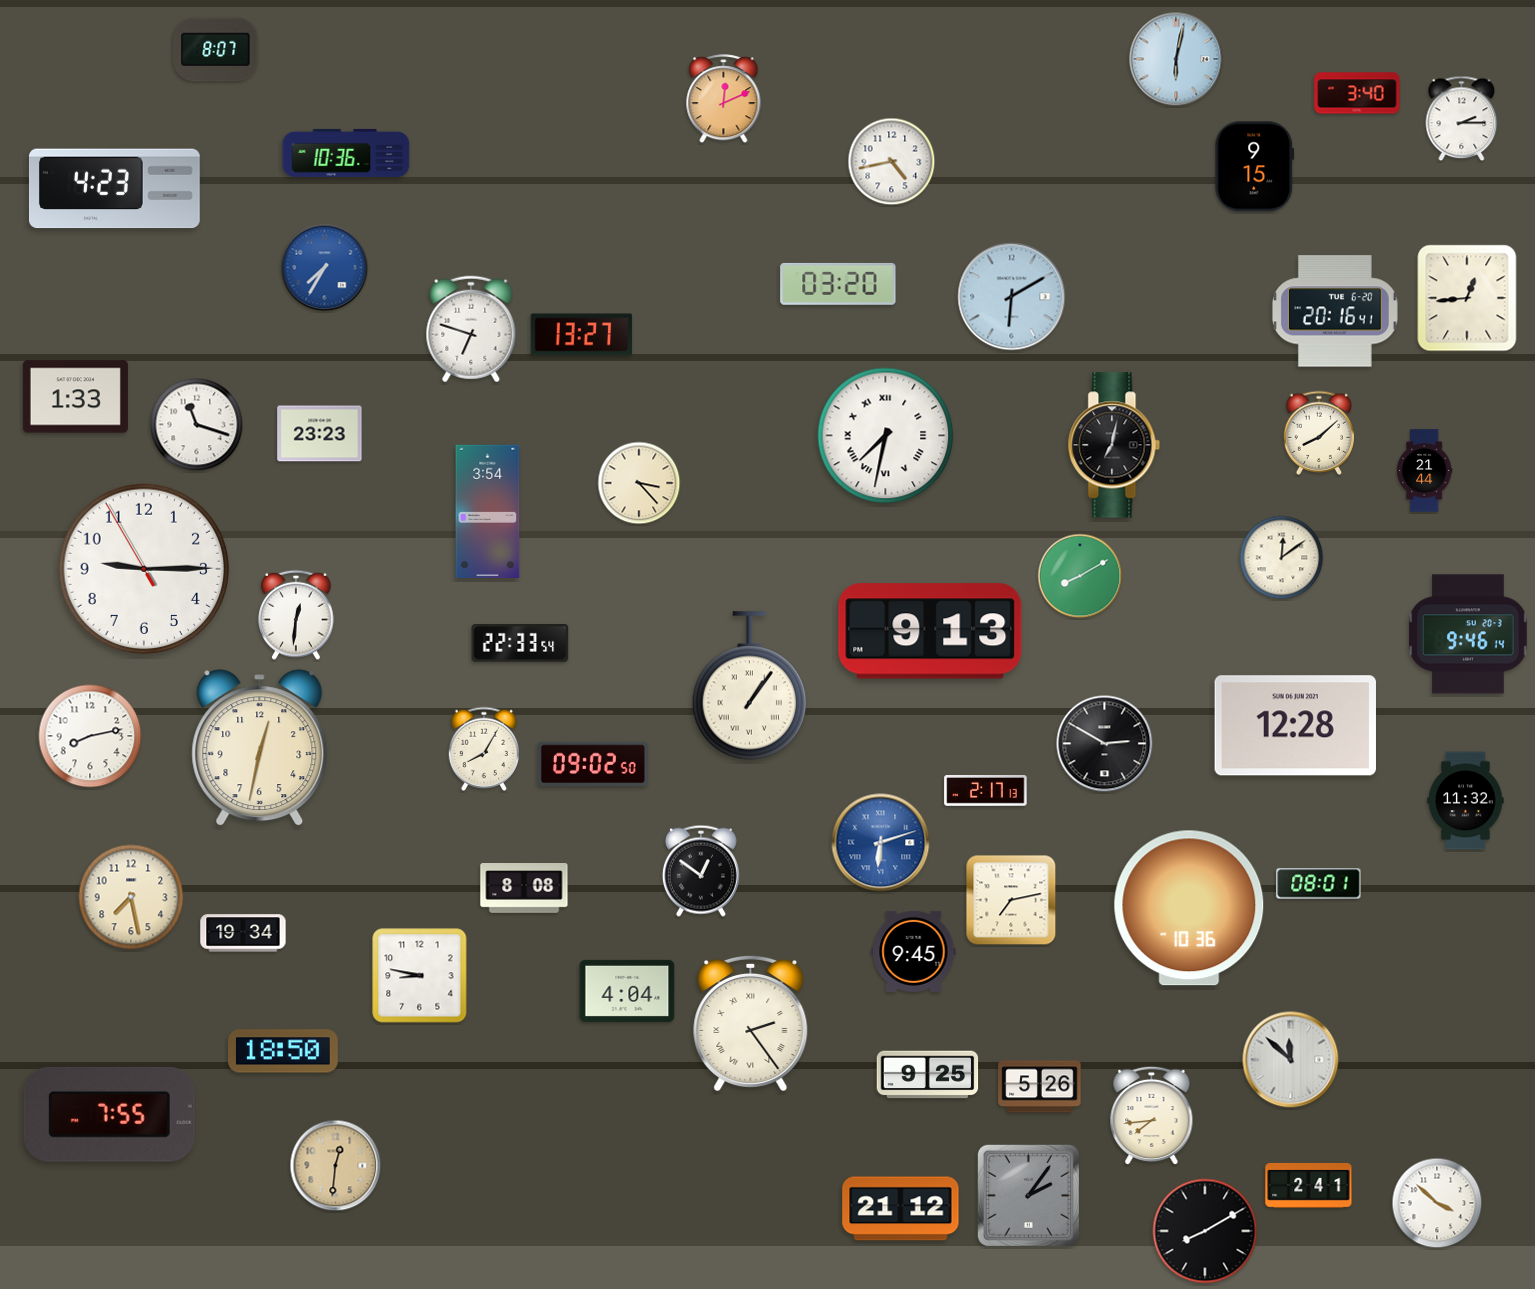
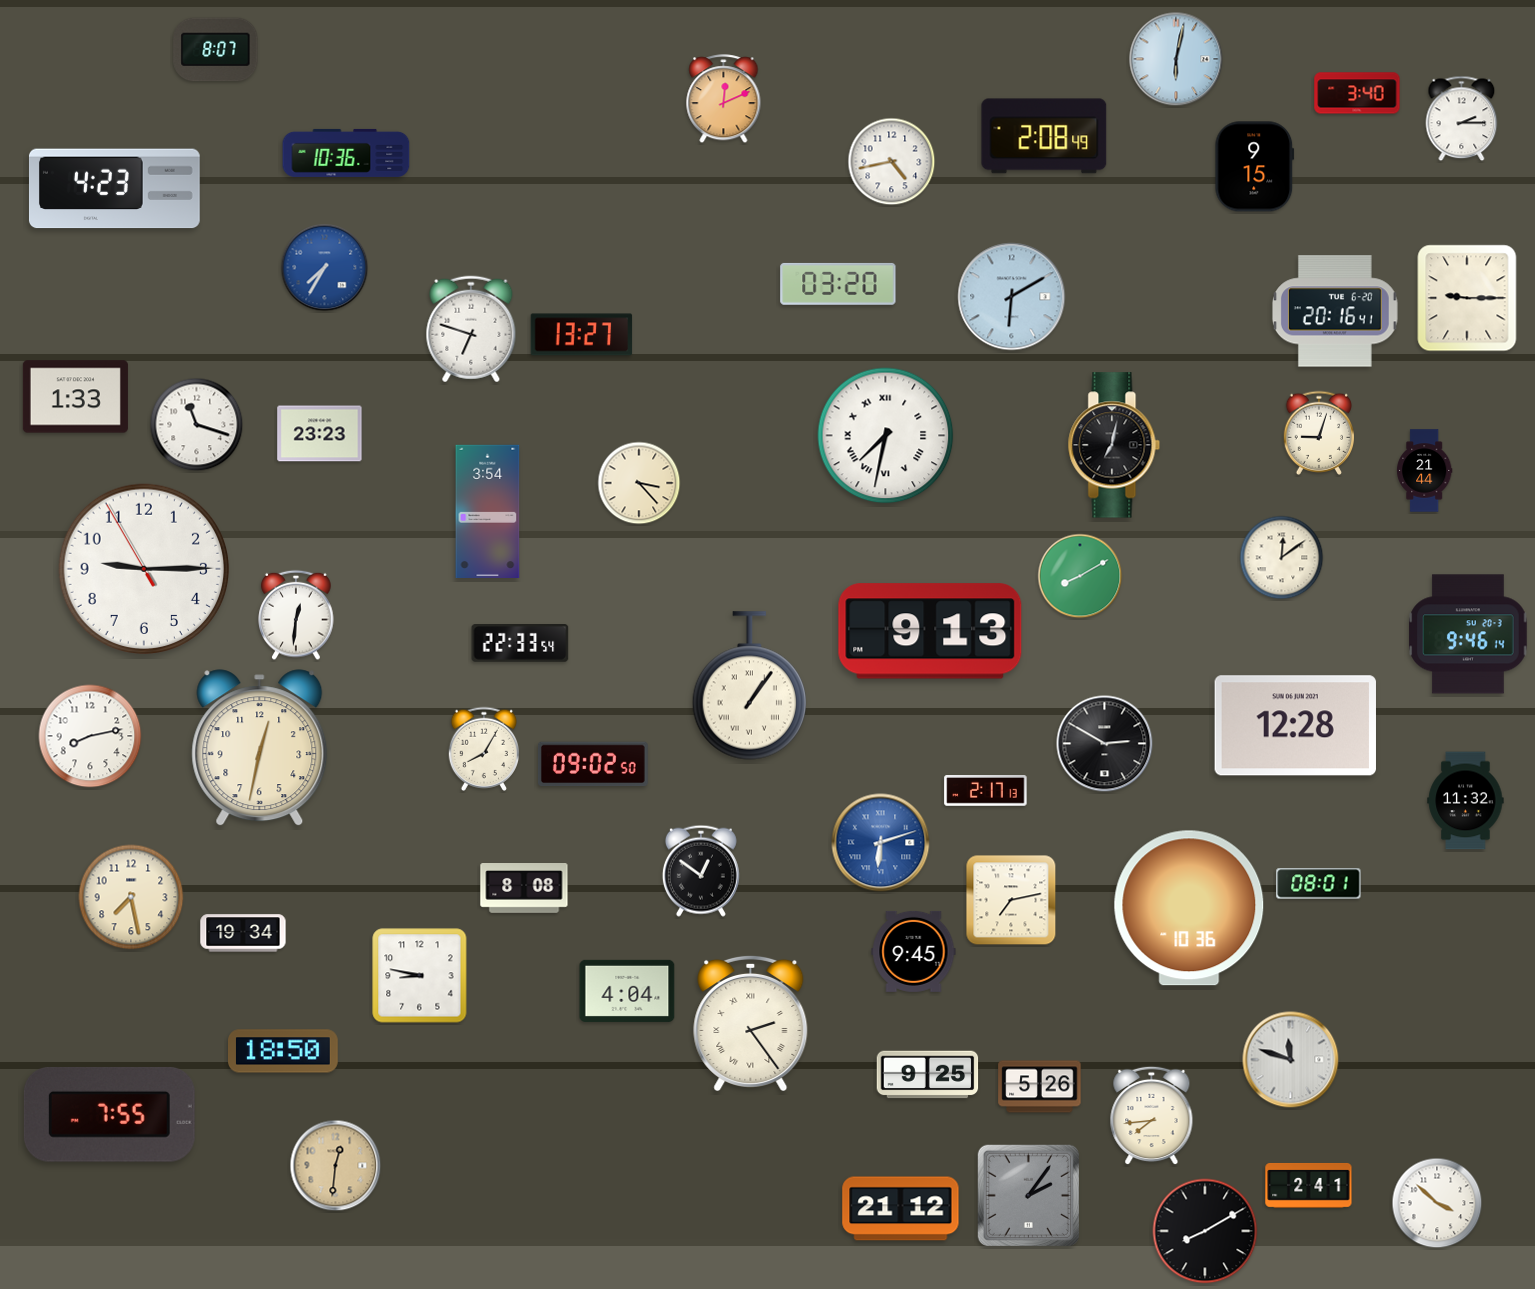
clock at (1044, 136): none -> 2:08
clock at (1467, 298): 12:44 -> 9:15
clock at (1318, 433): 8:08 -> 9:03
clock at (1291, 1060): 11:52 -> 11:48
